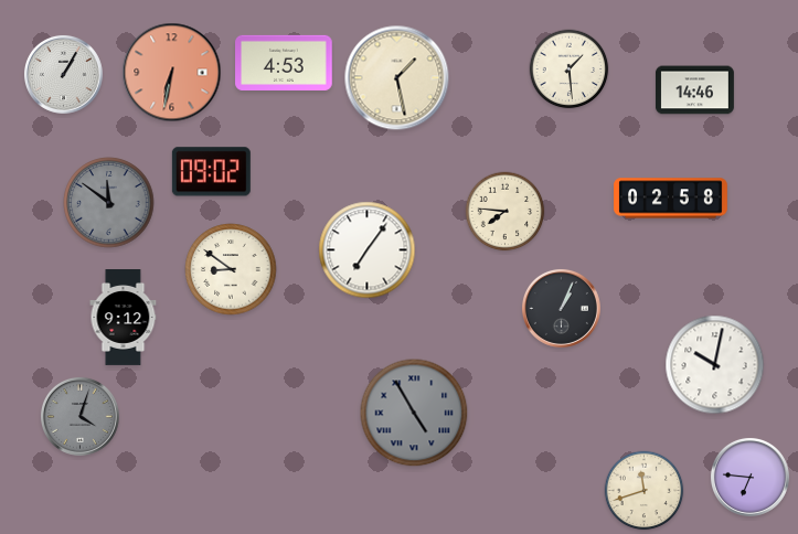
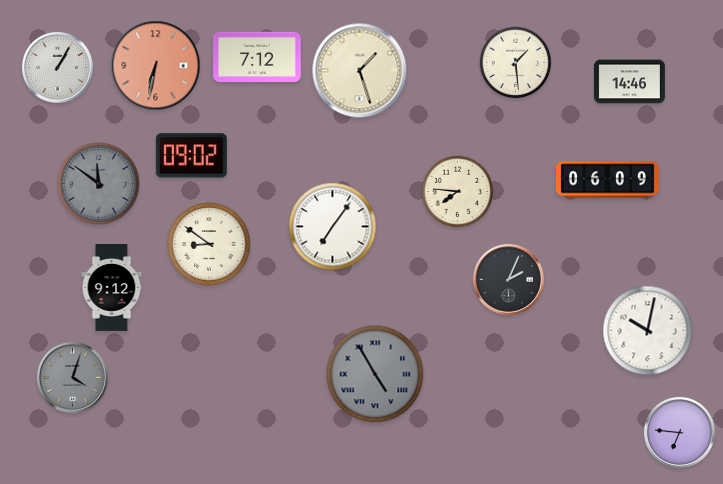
clock at (284, 63): 4:53 -> 7:12
clock at (397, 78): 1:28 -> 1:27
clock at (671, 199): 02:58 -> 06:09
clock at (561, 308): 1:04 -> 2:04
clock at (645, 491): 11:42 -> none
